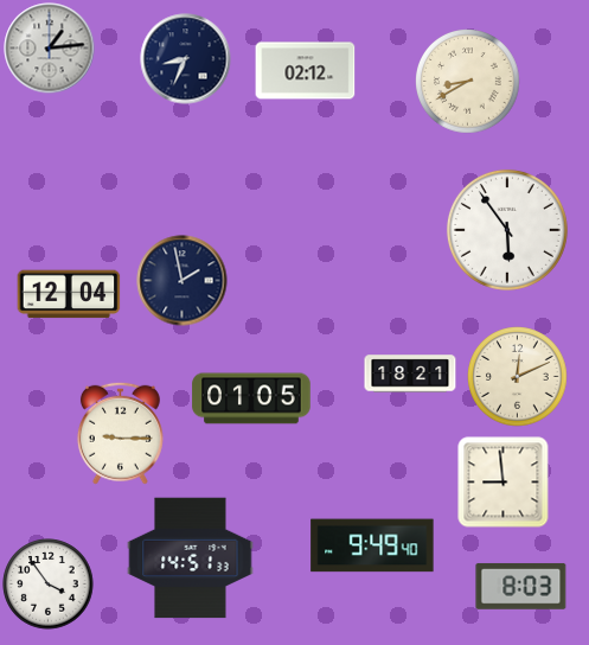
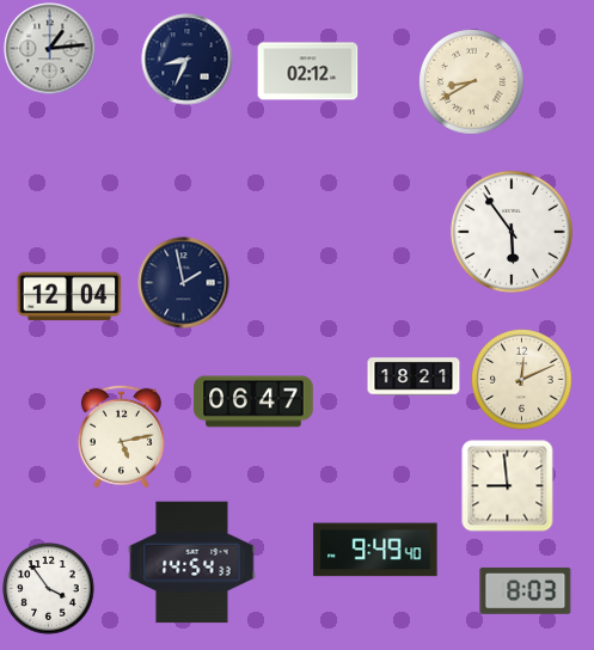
clock at (251, 398): 01:05 -> 06:47
clock at (120, 433): 9:15 -> 5:13
clock at (191, 558): 14:51 -> 14:54
